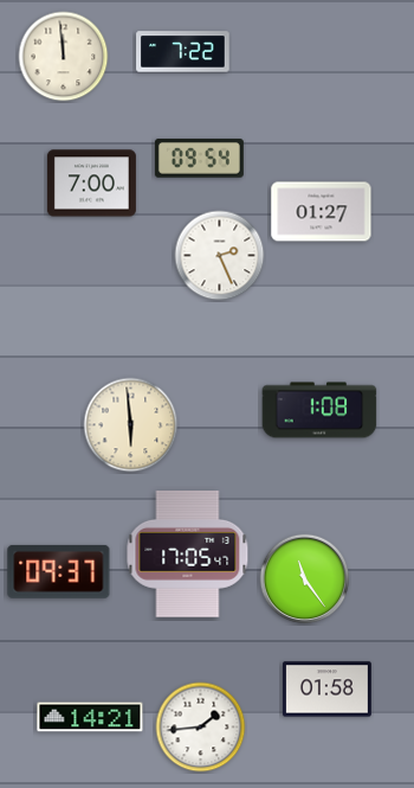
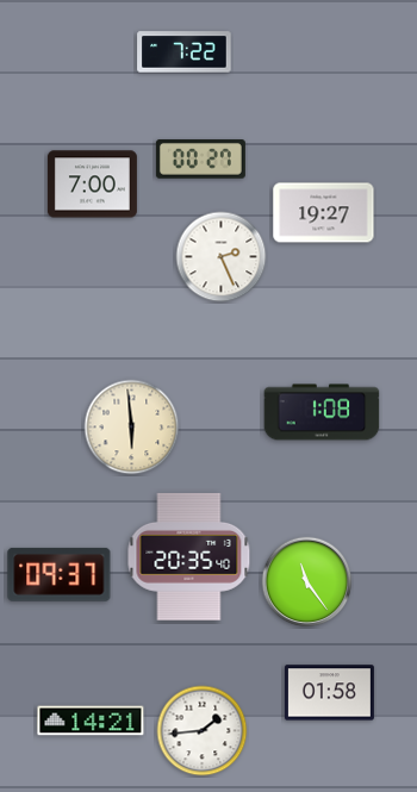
clock at (64, 57): 11:59 -> none
clock at (199, 159): 09:54 -> 00:27
clock at (322, 212): 01:27 -> 19:27
clock at (188, 553): 17:05 -> 20:35
